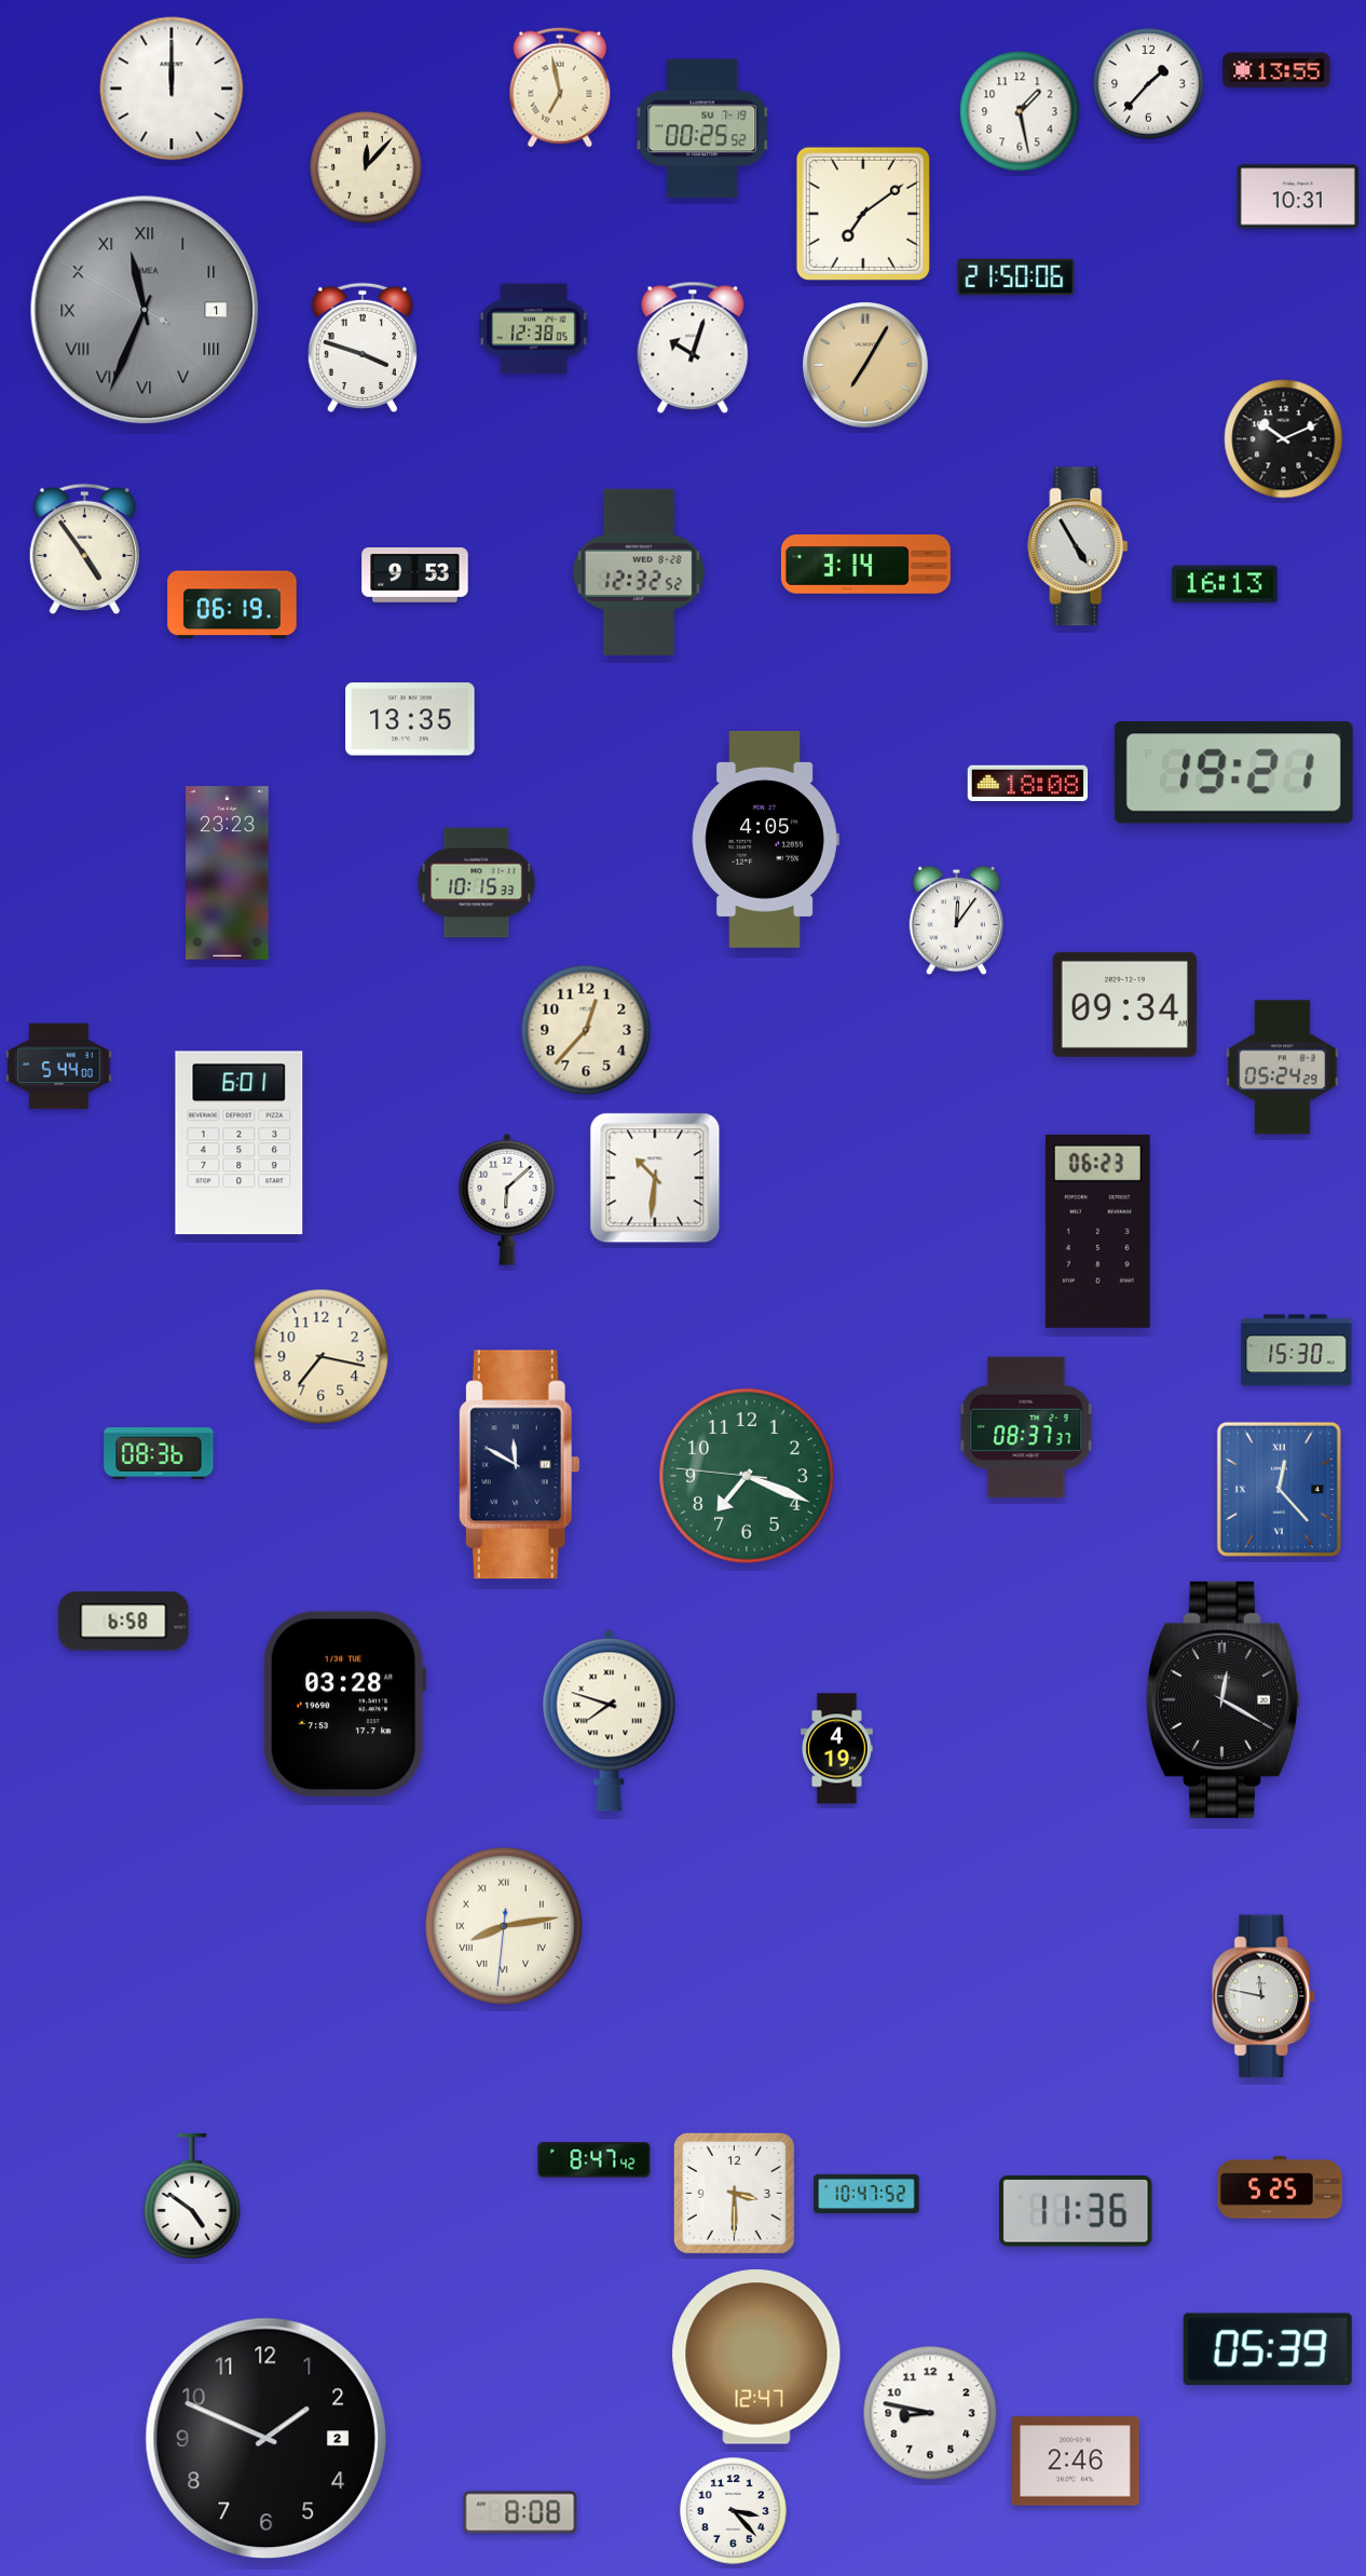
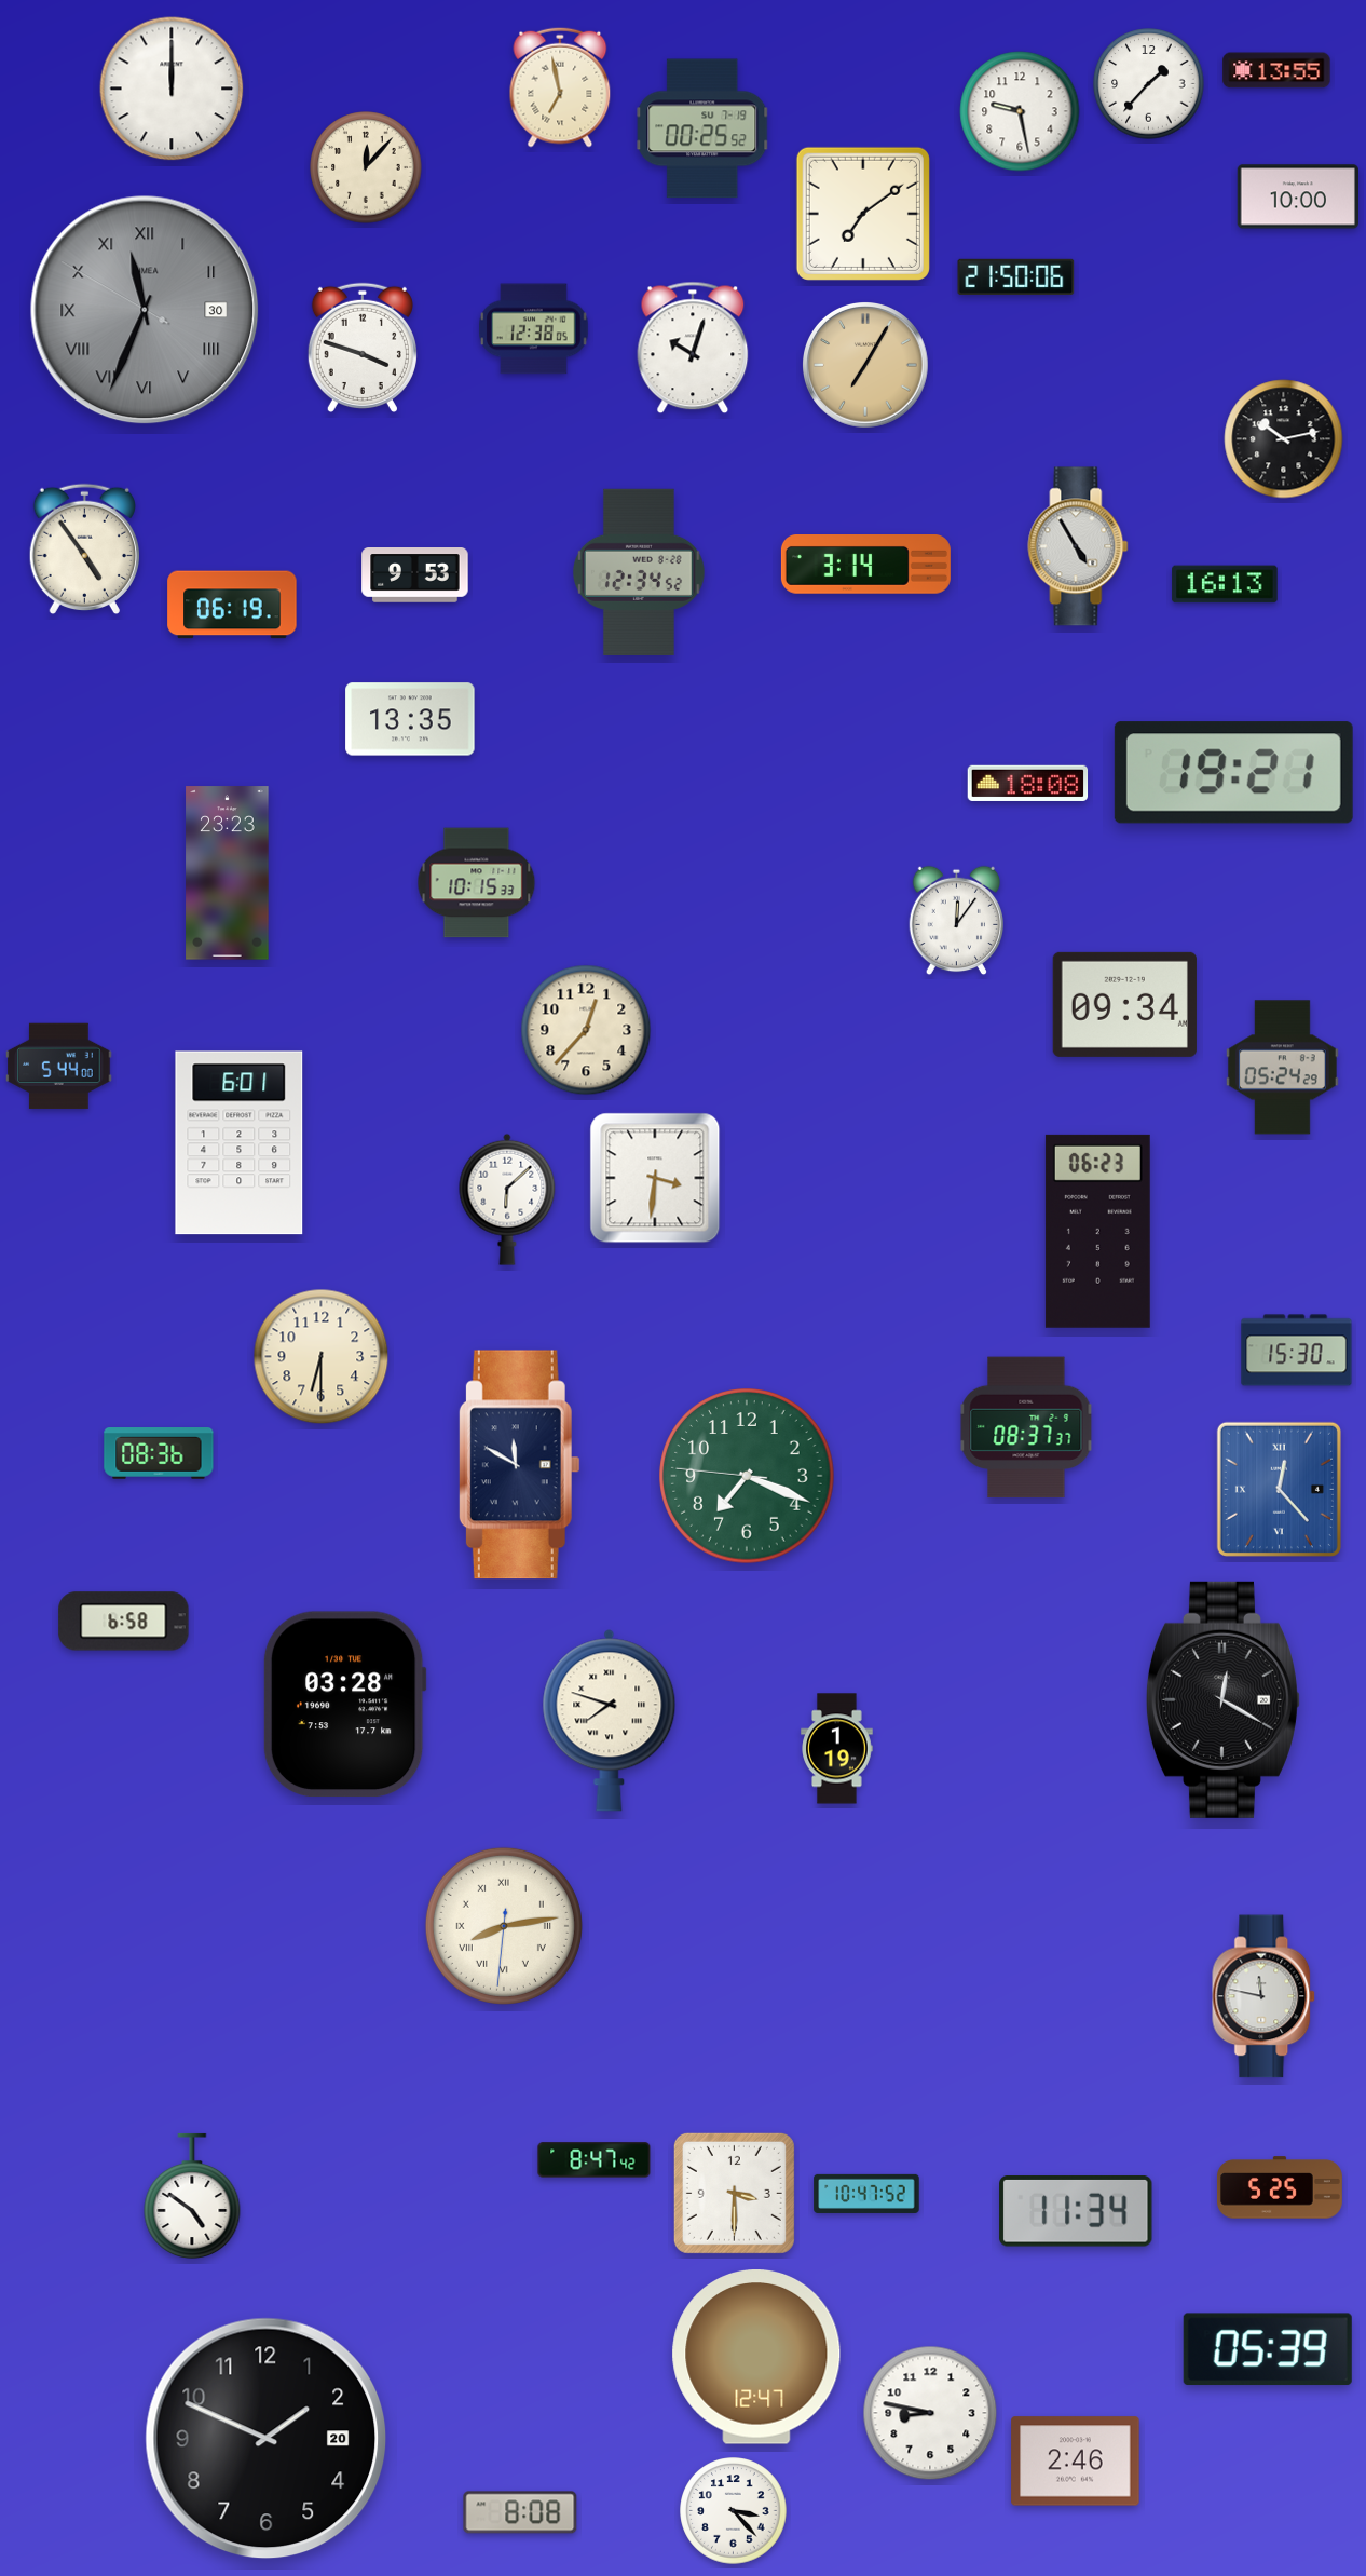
clock at (1020, 111): 1:28 -> 9:28
clock at (1297, 196): 10:31 -> 10:00
clock at (145, 310) date: 1 -> 30
clock at (1284, 439): 10:11 -> 10:13
clock at (639, 572): 12:32 -> 12:34
clock at (765, 839): 4:05 -> none
clock at (655, 1178): 10:31 -> 3:31
clock at (322, 1357): 7:17 -> 6:30
clock at (837, 1749): 4:19 -> 1:19
clock at (1076, 2212): 11:36 -> 11:34
clock at (267, 2439) date: 2 -> 20
